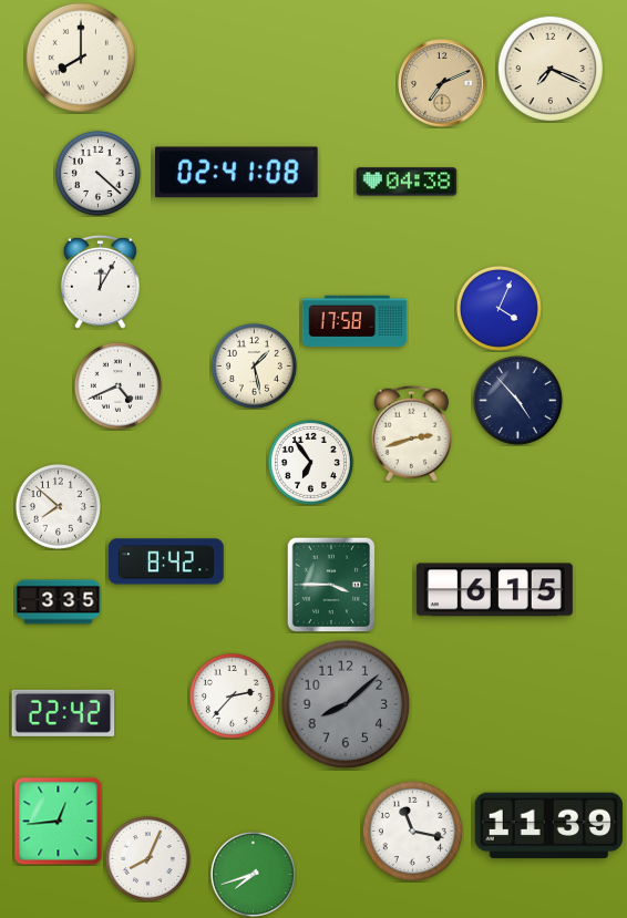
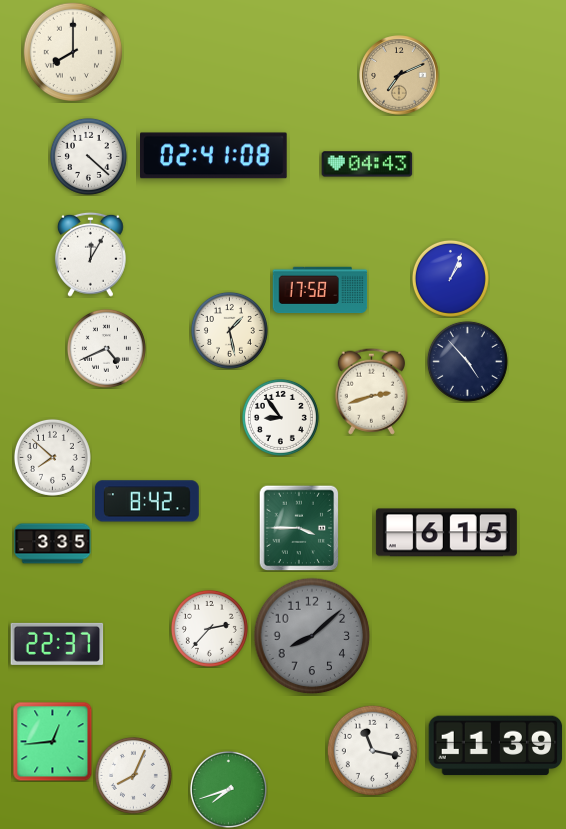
clock at (549, 68): 7:19 -> none
clock at (407, 182): 04:38 -> 04:43
clock at (498, 308): 4:04 -> 1:04
clock at (310, 462): 6:54 -> 8:54
clock at (166, 561) position: (166, 561) -> (147, 501)
clock at (63, 713): 22:42 -> 22:37
